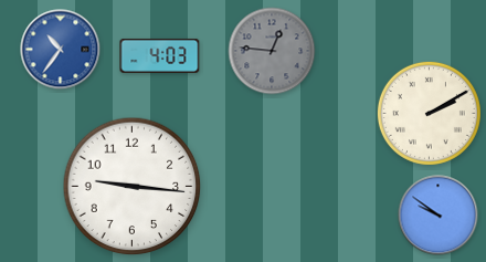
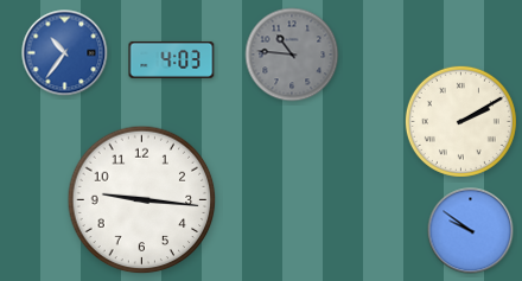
clock at (272, 51): 12:46 -> 10:46
